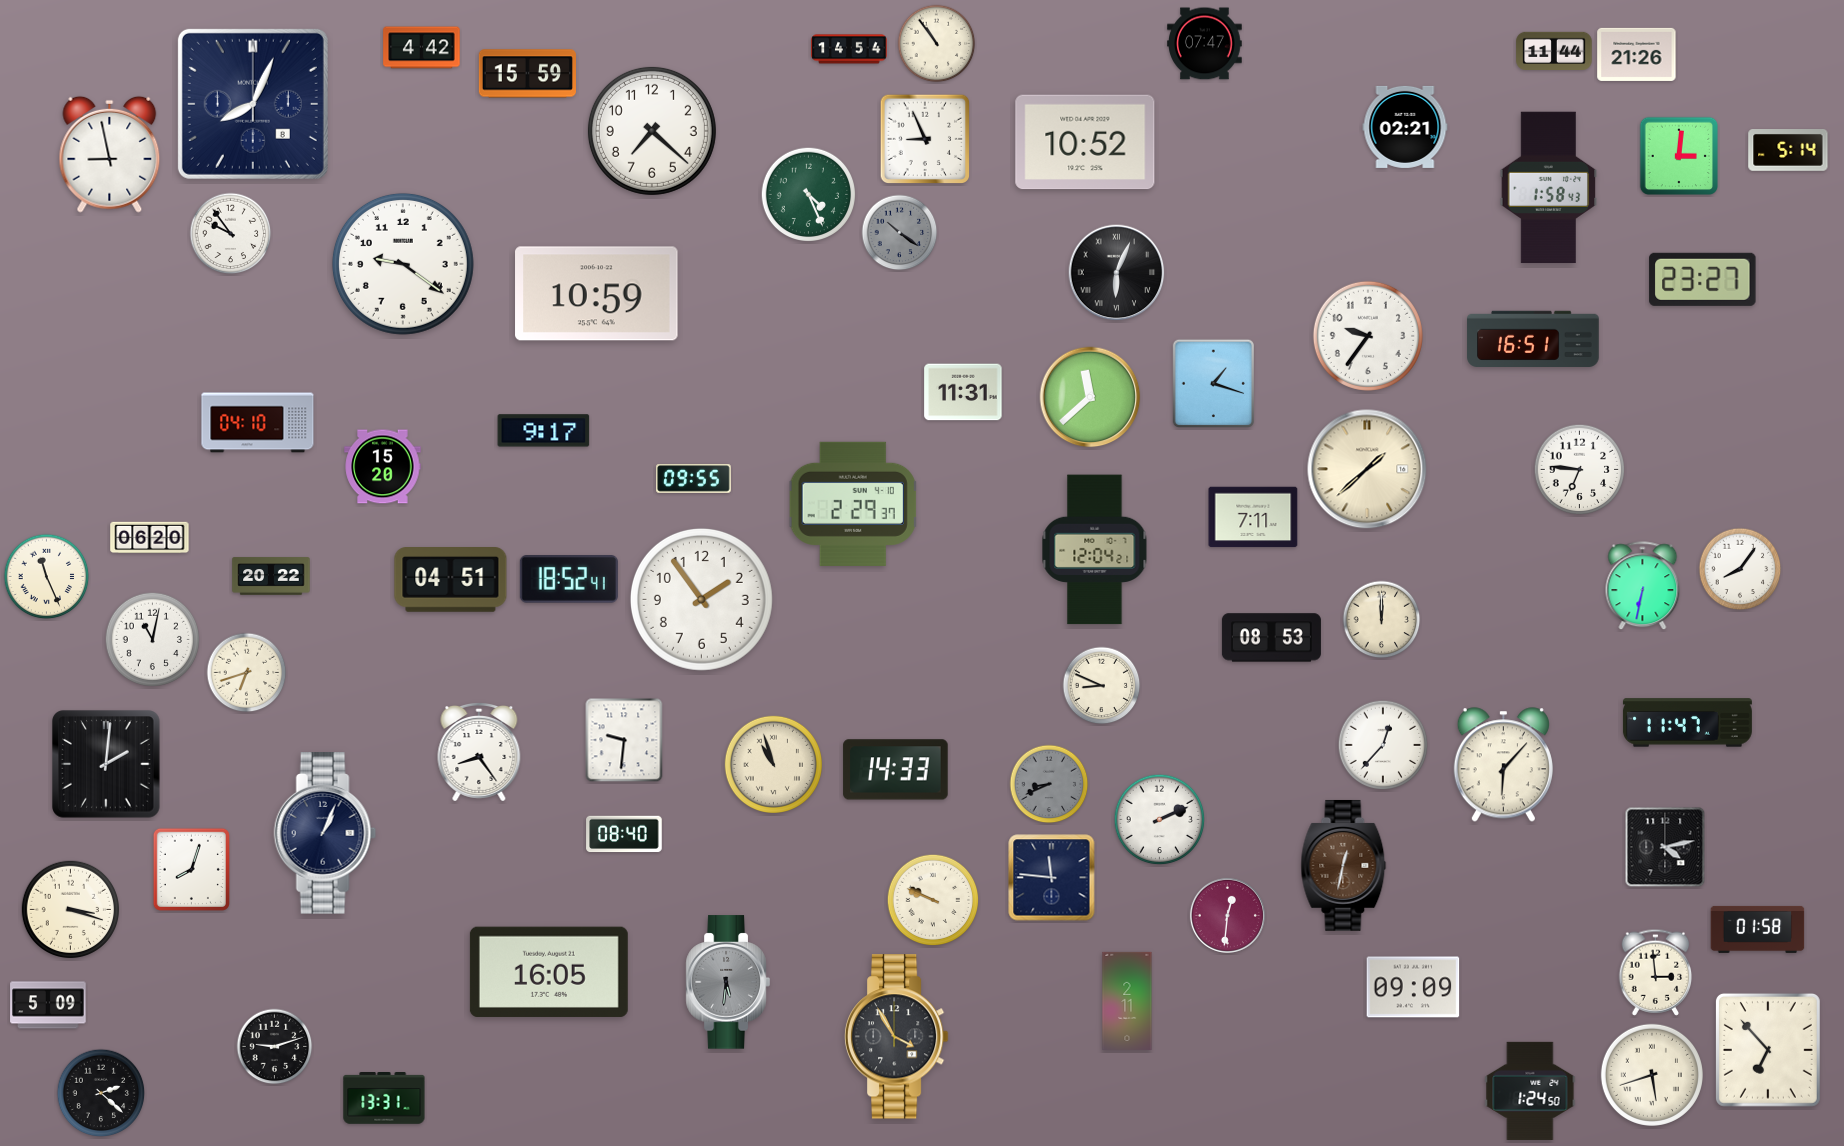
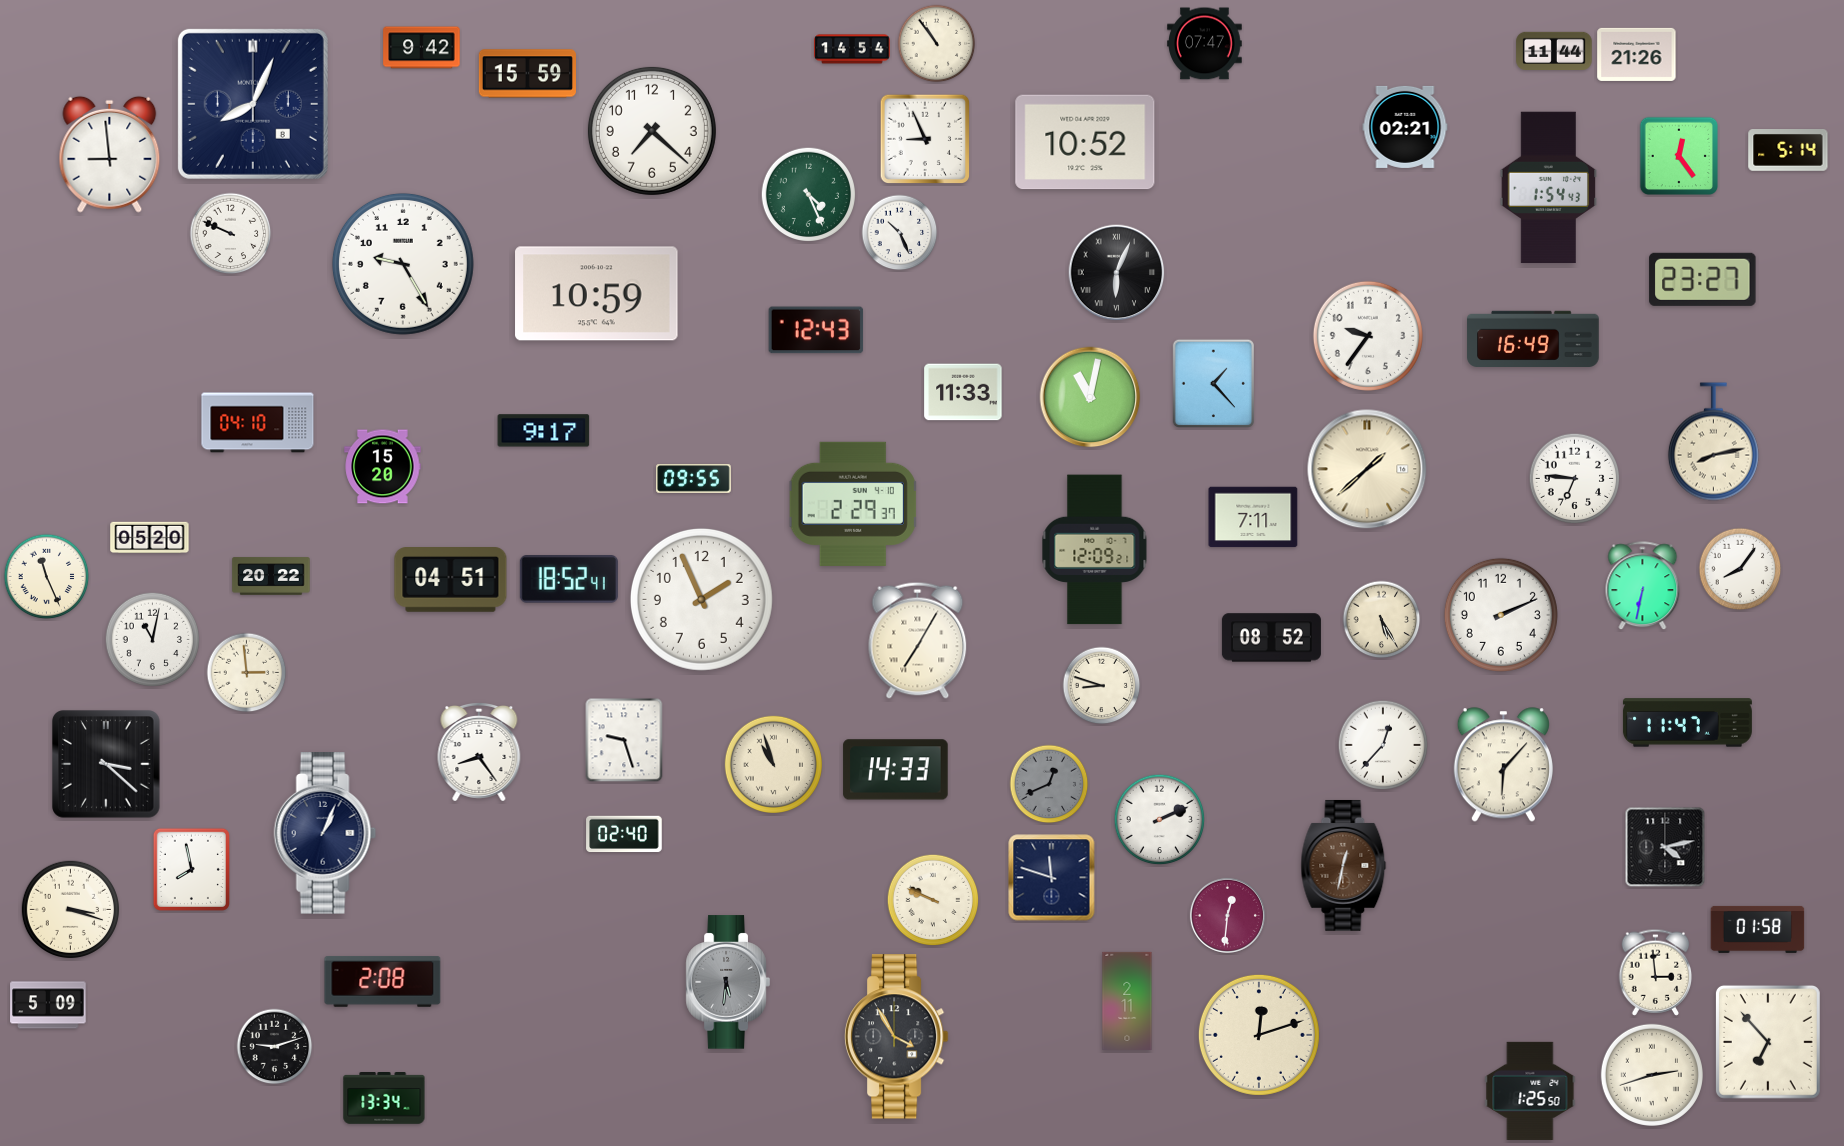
clock at (422, 48): 4:42 -> 9:42
clock at (849, 49) position: (849, 49) -> (852, 49)
clock at (110, 154): 8:58 -> 8:59
clock at (1679, 156): 3:01 -> 12:24
clock at (1549, 188): 1:58 -> 1:54
clock at (900, 233): 10:21 -> 10:26
clock at (900, 233) dial: grey -> white
clock at (231, 234): 9:54 -> 9:49
clock at (403, 264): 9:21 -> 9:25
clock at (816, 330): none -> 12:43
clock at (1533, 338): 16:51 -> 16:49
clock at (1213, 383): 1:18 -> 1:23
clock at (963, 392): 11:31 -> 11:33
clock at (1090, 397): 11:38 -> 11:02
clock at (1713, 442): none -> 8:13
clock at (1580, 470) position: (1580, 470) -> (1575, 479)
clock at (150, 538): 06:20 -> 05:20
clock at (1095, 550): 12:04 -> 12:09
clock at (701, 599): 1:54 -> 1:56
clock at (1501, 615): none -> 2:11
clock at (1382, 620): 12:00 -> 5:25
clock at (1271, 638): 08:53 -> 08:52
clock at (918, 640): none -> 7:05
clock at (247, 673): 6:42 -> 2:59
clock at (1102, 686): 8:49 -> 8:48
clock at (624, 740): 9:31 -> 9:27
clock at (106, 764): 2:01 -> 3:22
clock at (1049, 784): 8:41 -> 12:41
clock at (624, 834): 08:40 -> 02:40
clock at (191, 869): 8:03 -> 7:58
clock at (1052, 878): 11:46 -> 11:48
clock at (549, 972): 16:05 -> none
clock at (383, 982): none -> 2:08
clock at (1413, 987): 09:09 -> none
clock at (1259, 1035): none -> 12:12
clock at (1768, 1050) position: (1768, 1050) -> (1768, 1042)
clock at (1652, 1075): 5:42 -> 2:42
clock at (1530, 1091): 1:24 -> 1:25
clock at (101, 1093): 2:22 -> none
clock at (384, 1099): 13:31 -> 13:34
